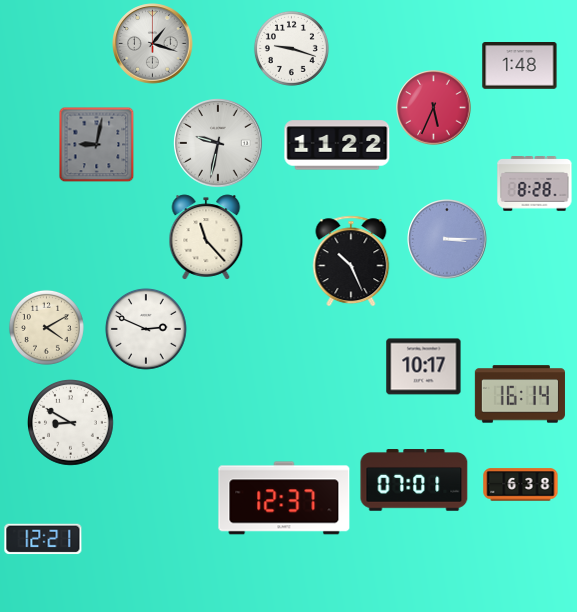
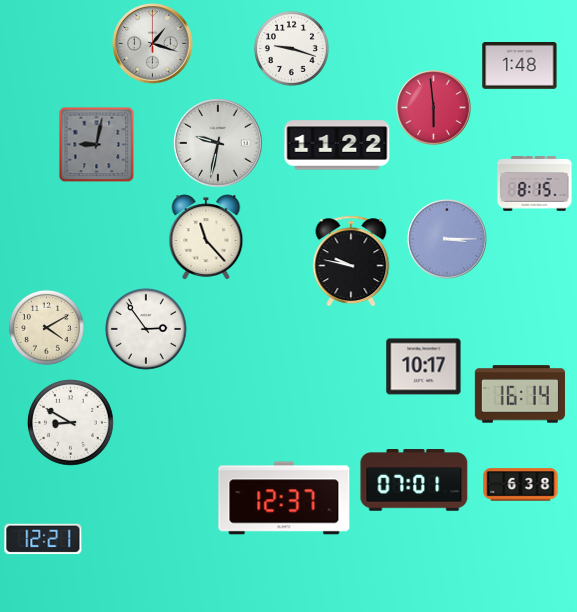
clock at (434, 108): 5:34 -> 5:59
clock at (535, 184): 8:28 -> 8:15
clock at (351, 261): 10:26 -> 9:47
clock at (146, 329): 2:49 -> 2:54
